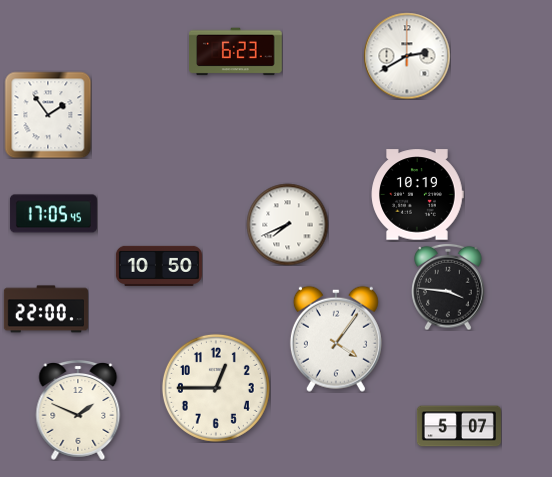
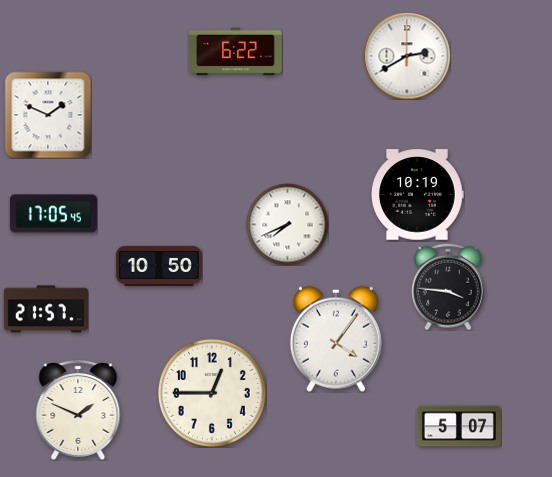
clock at (236, 52): 6:23 -> 6:22
clock at (48, 115): 1:54 -> 1:49
clock at (46, 309): 22:00 -> 21:57
clock at (216, 388) position: (216, 388) -> (212, 393)
